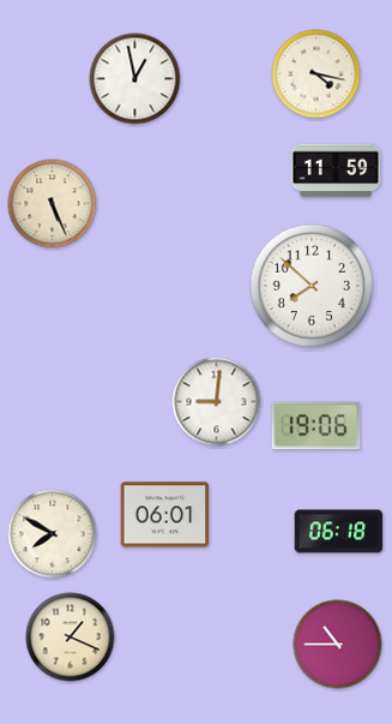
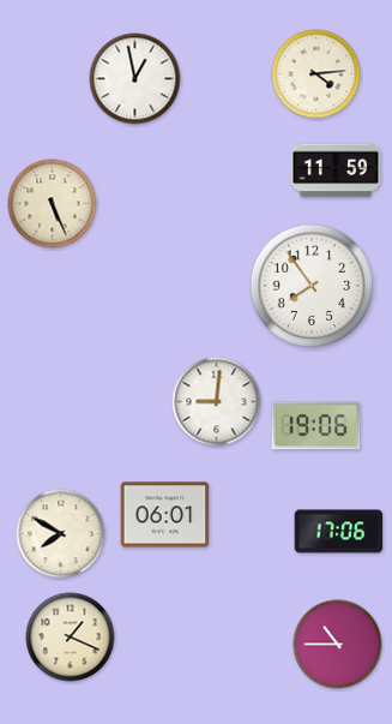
clock at (316, 74): 4:17 -> 4:14
clock at (310, 285): 7:52 -> 7:54
clock at (339, 532): 06:18 -> 17:06
clock at (53, 534) position: (53, 534) -> (61, 534)
